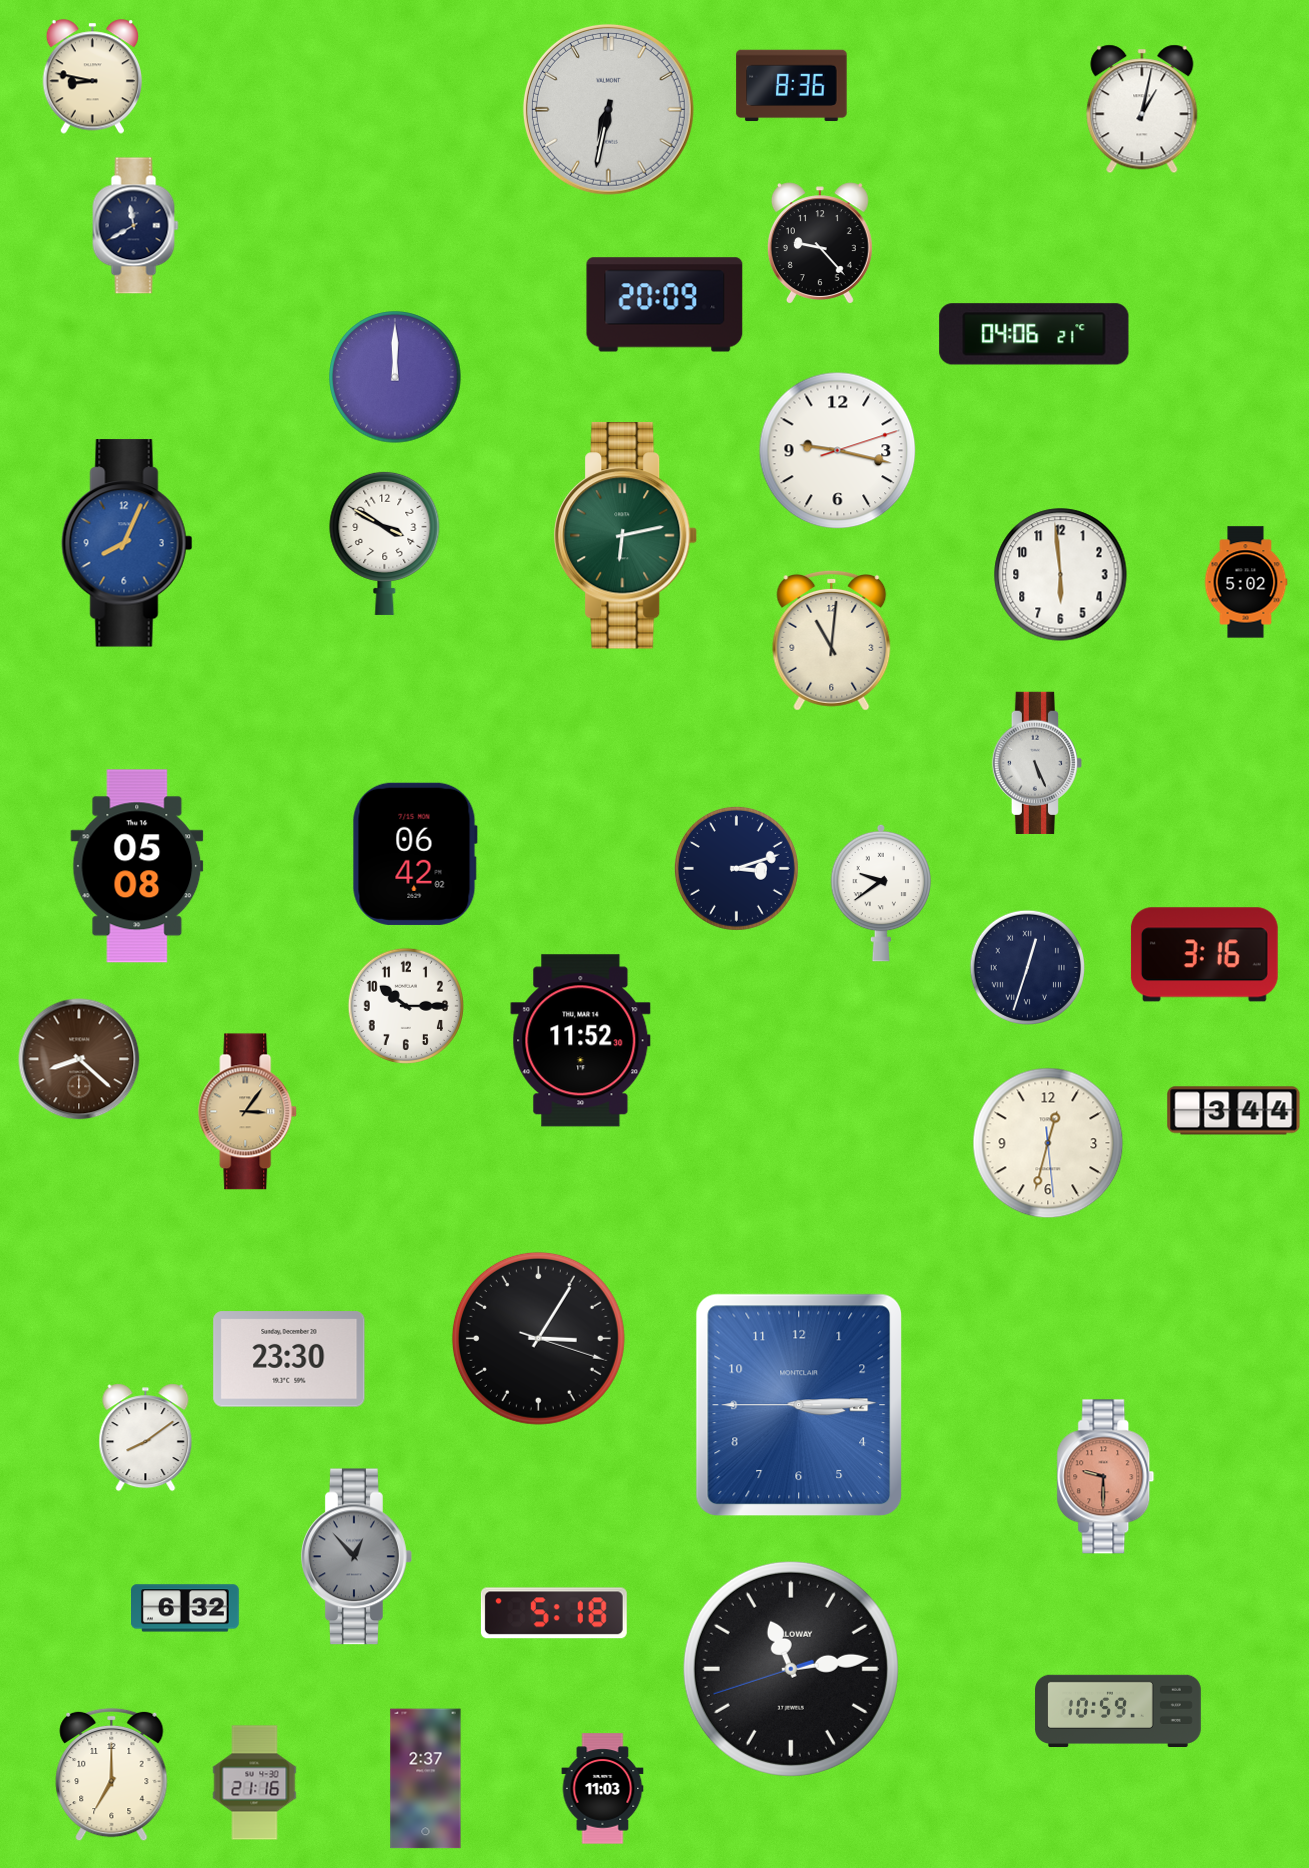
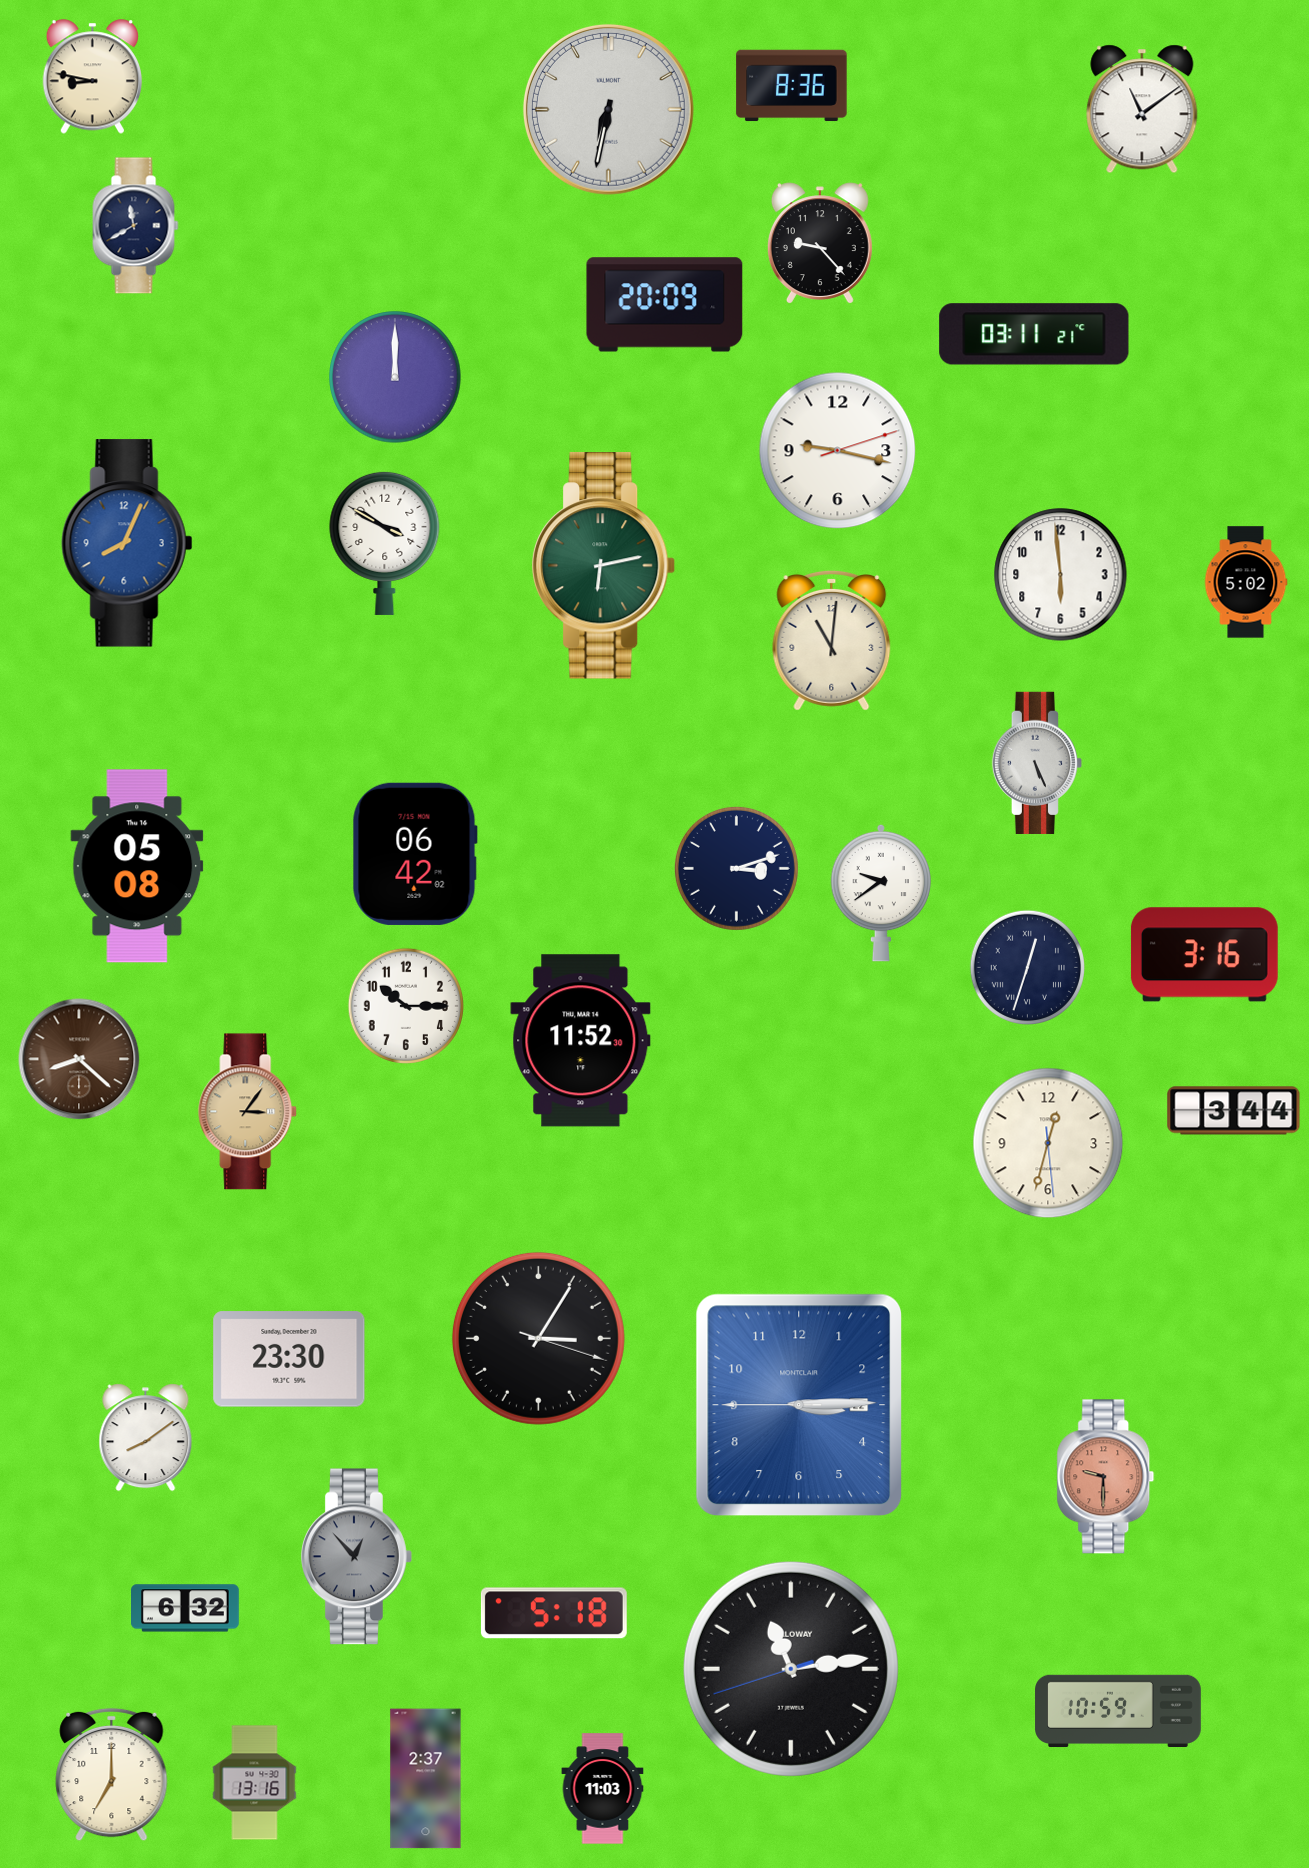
clock at (1142, 109): 1:02 -> 11:09
clock at (1034, 334): 04:06 -> 03:11
clock at (626, 536) position: (626, 536) -> (604, 566)
clock at (255, 1783): 21:16 -> 13:16
